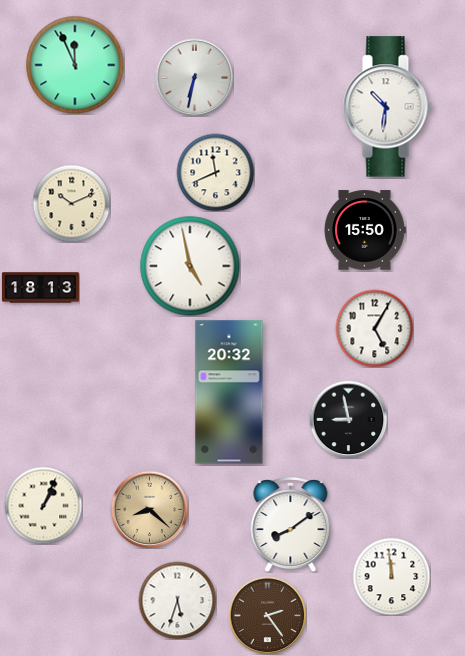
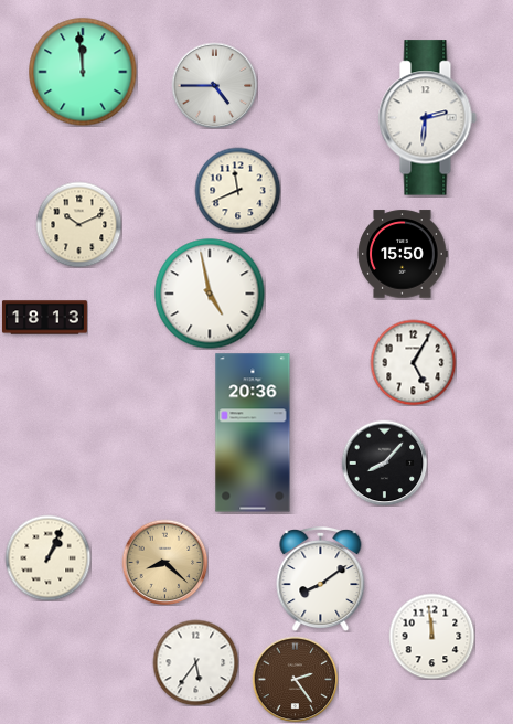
clock at (75, 65): 11:56 -> 11:59
clock at (194, 77): 6:32 -> 4:45
clock at (387, 107): 10:31 -> 2:31
clock at (229, 392): 20:32 -> 20:36
clock at (348, 419): 8:58 -> 8:07
clock at (177, 600): 5:33 -> 5:36
